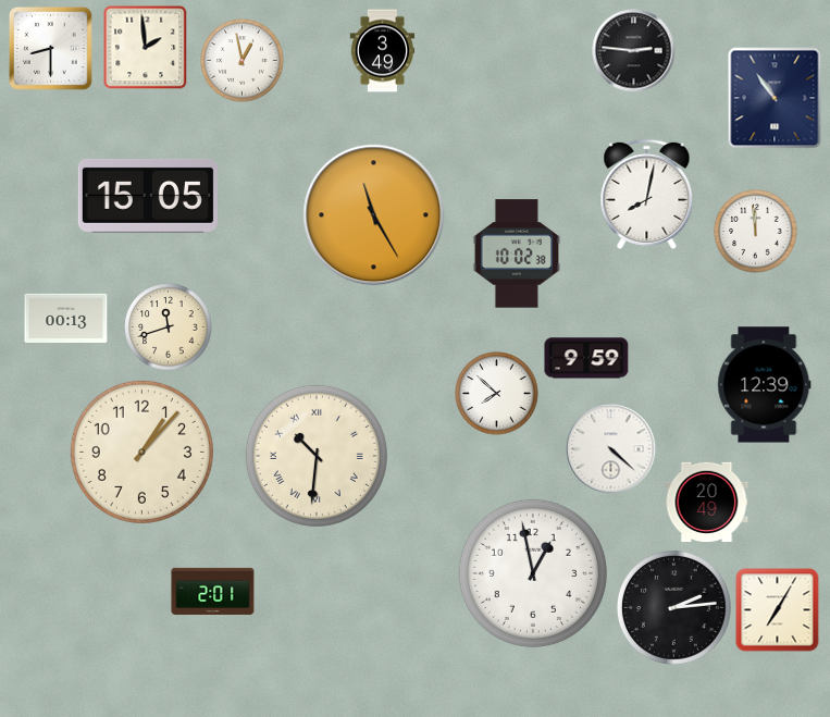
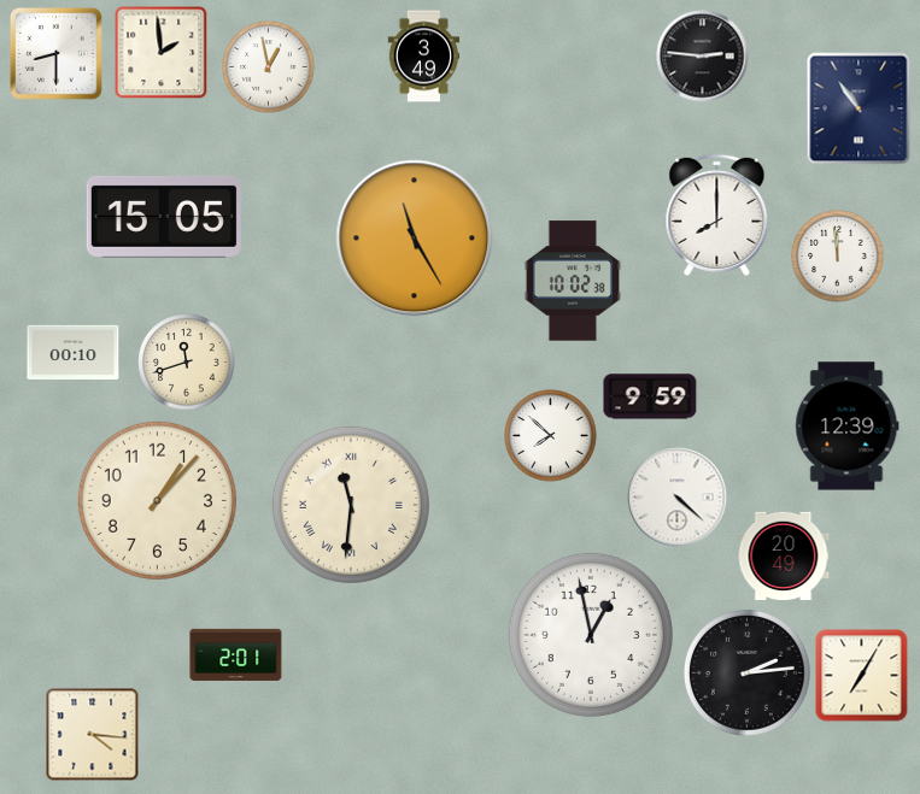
clock at (647, 194): 8:02 -> 8:00
clock at (66, 318): 00:13 -> 00:10
clock at (317, 456): 10:31 -> 11:31
clock at (93, 735): none -> 4:16
